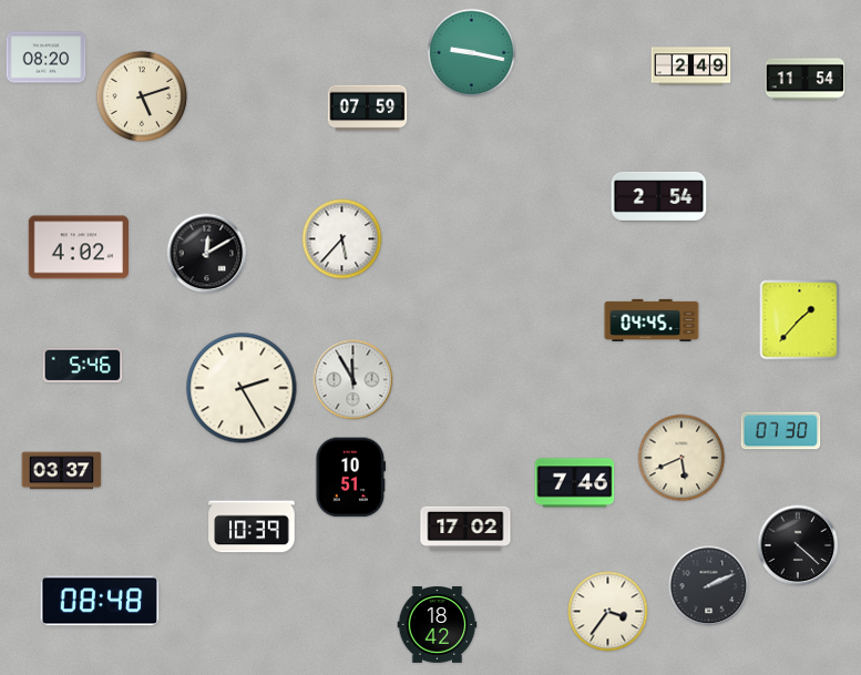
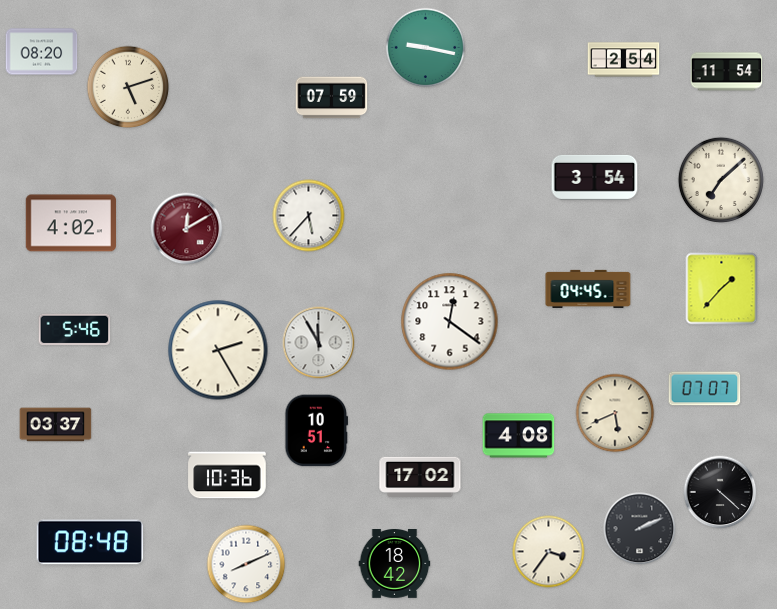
clock at (691, 67): 2:49 -> 2:54
clock at (659, 196): 2:54 -> 3:54
clock at (721, 180): none -> 7:08
clock at (207, 254) dial: black -> burgundy
clock at (450, 322): none -> 12:21
clock at (781, 431): 07:30 -> 07:07
clock at (575, 483): 7:46 -> 4:08
clock at (252, 526): 10:39 -> 10:36
clock at (246, 564): none -> 8:11
